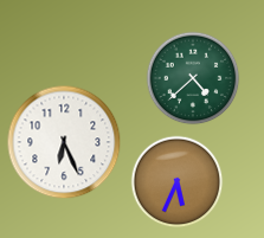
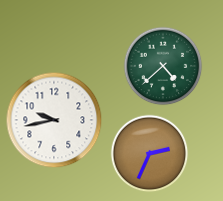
clock at (64, 142): 6:26 -> 9:43
clock at (176, 181): 5:34 -> 2:34
